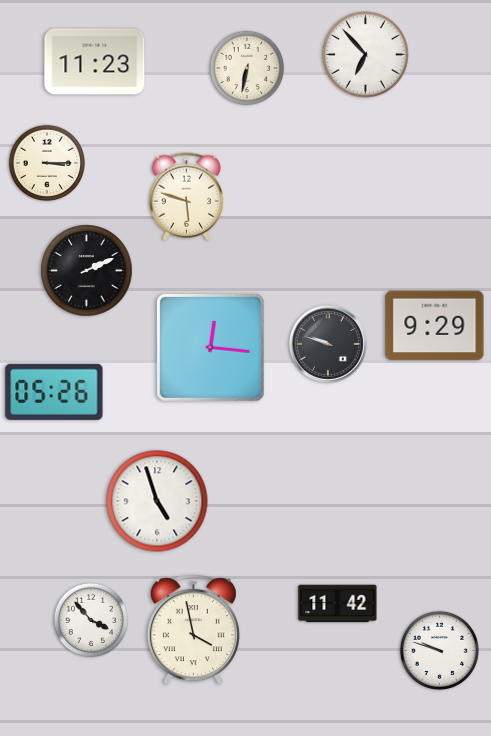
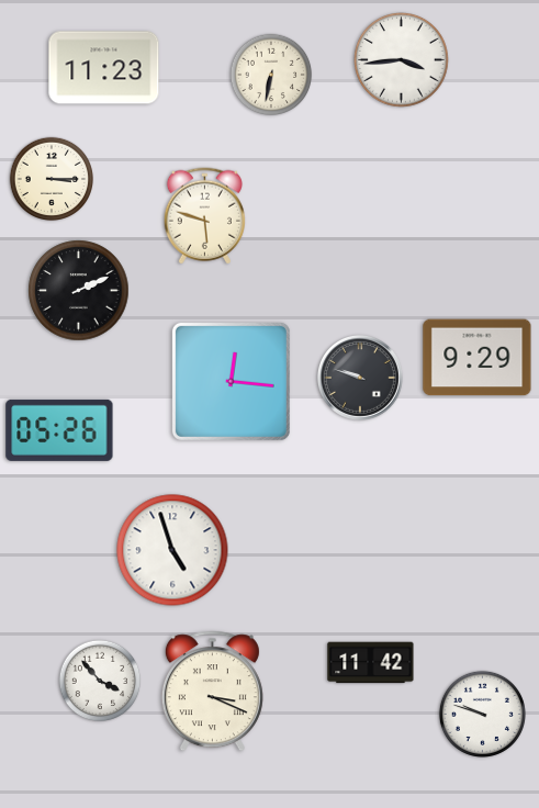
clock at (366, 55): 6:53 -> 3:44
clock at (87, 271) position: (87, 271) -> (79, 291)
clock at (193, 630): 3:58 -> 3:19
